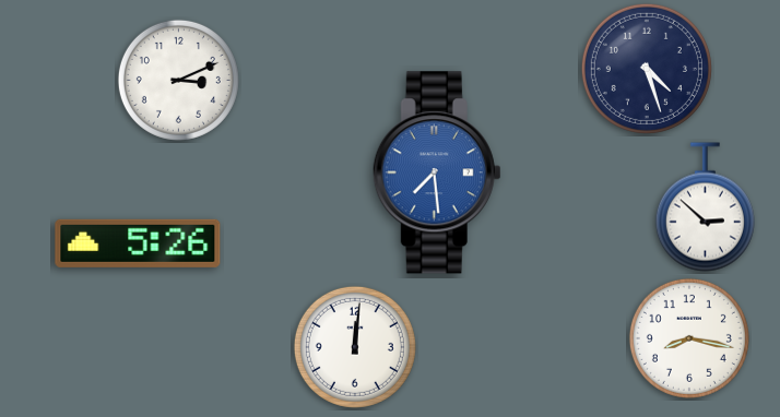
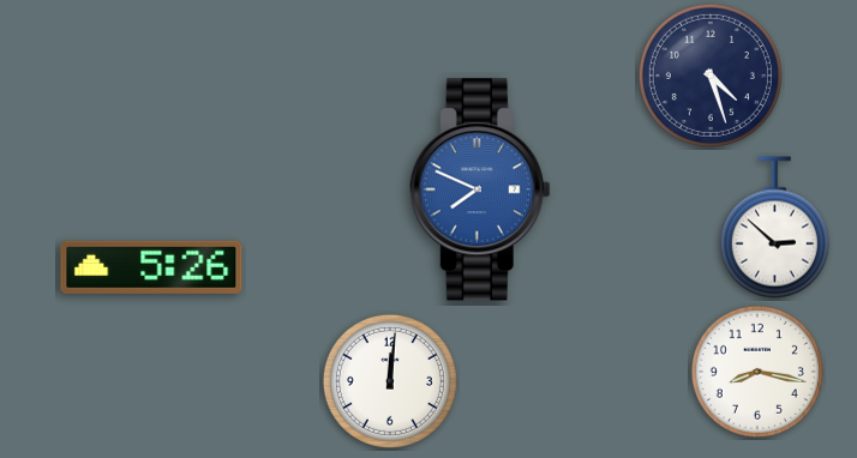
clock at (178, 80): 3:11 -> none
clock at (437, 172): 7:29 -> 7:49
